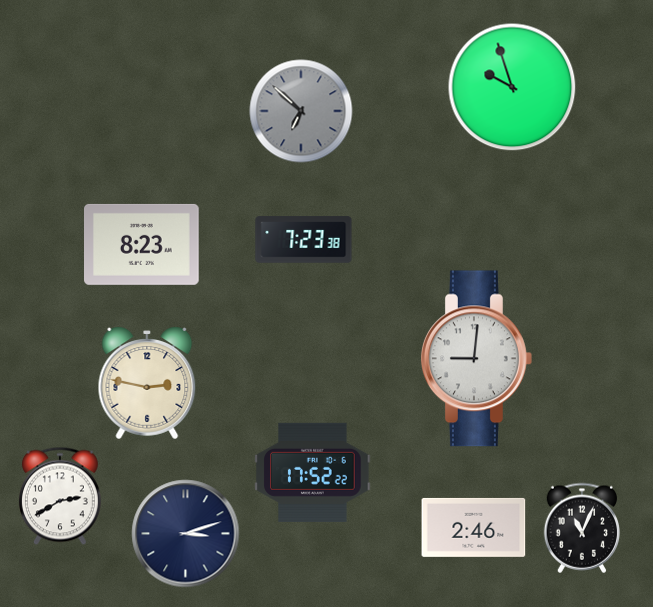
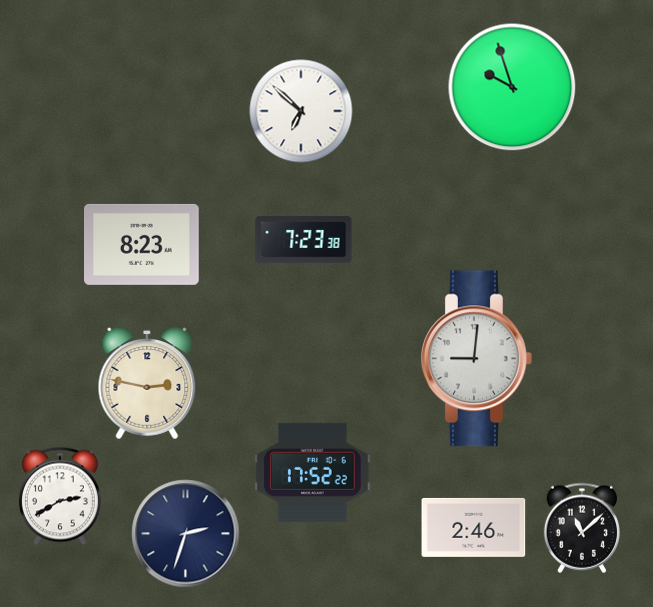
clock at (301, 111) dial: grey -> white
clock at (581, 528): 11:04 -> 11:08
clock at (186, 534): 3:12 -> 2:33
